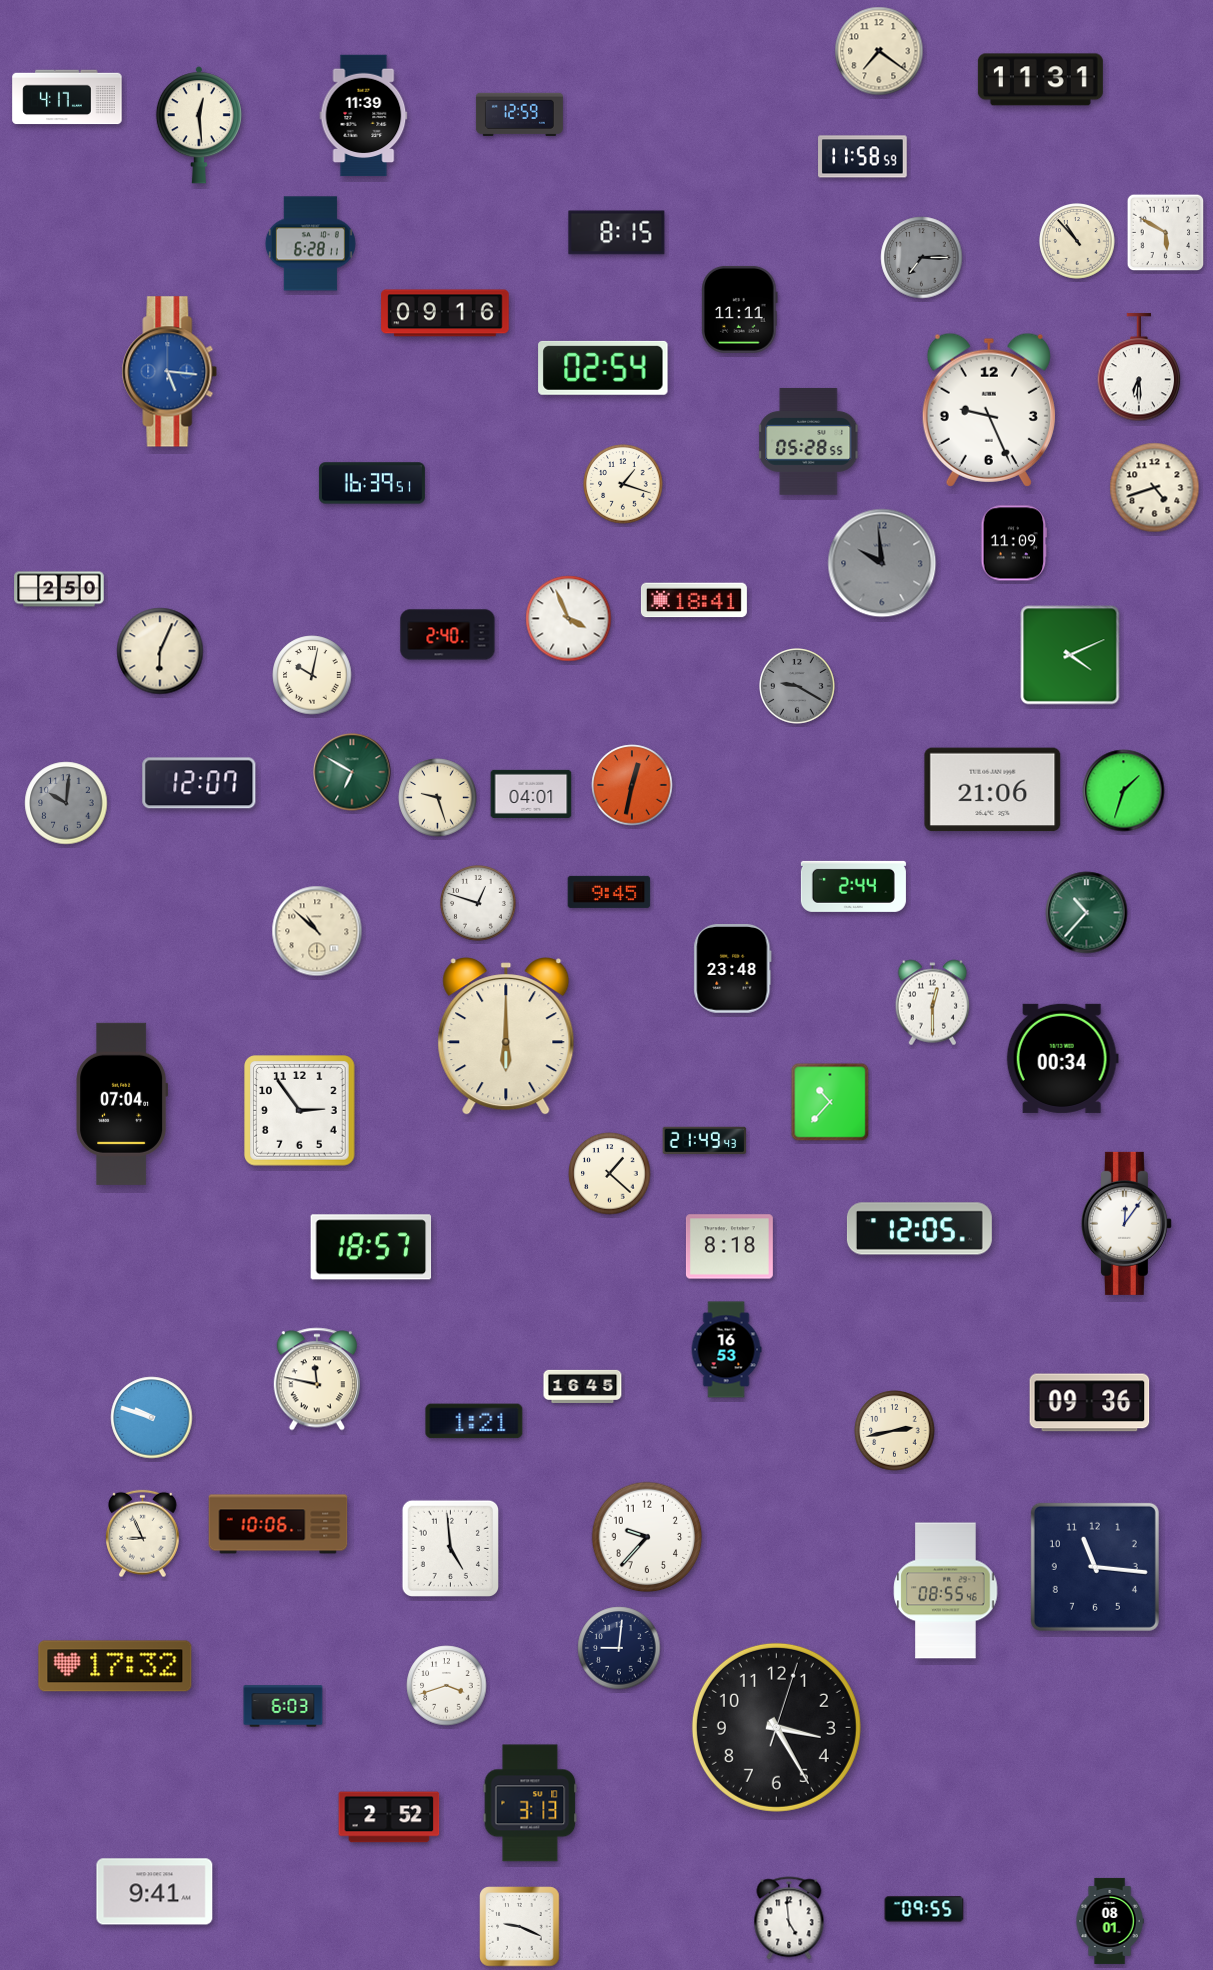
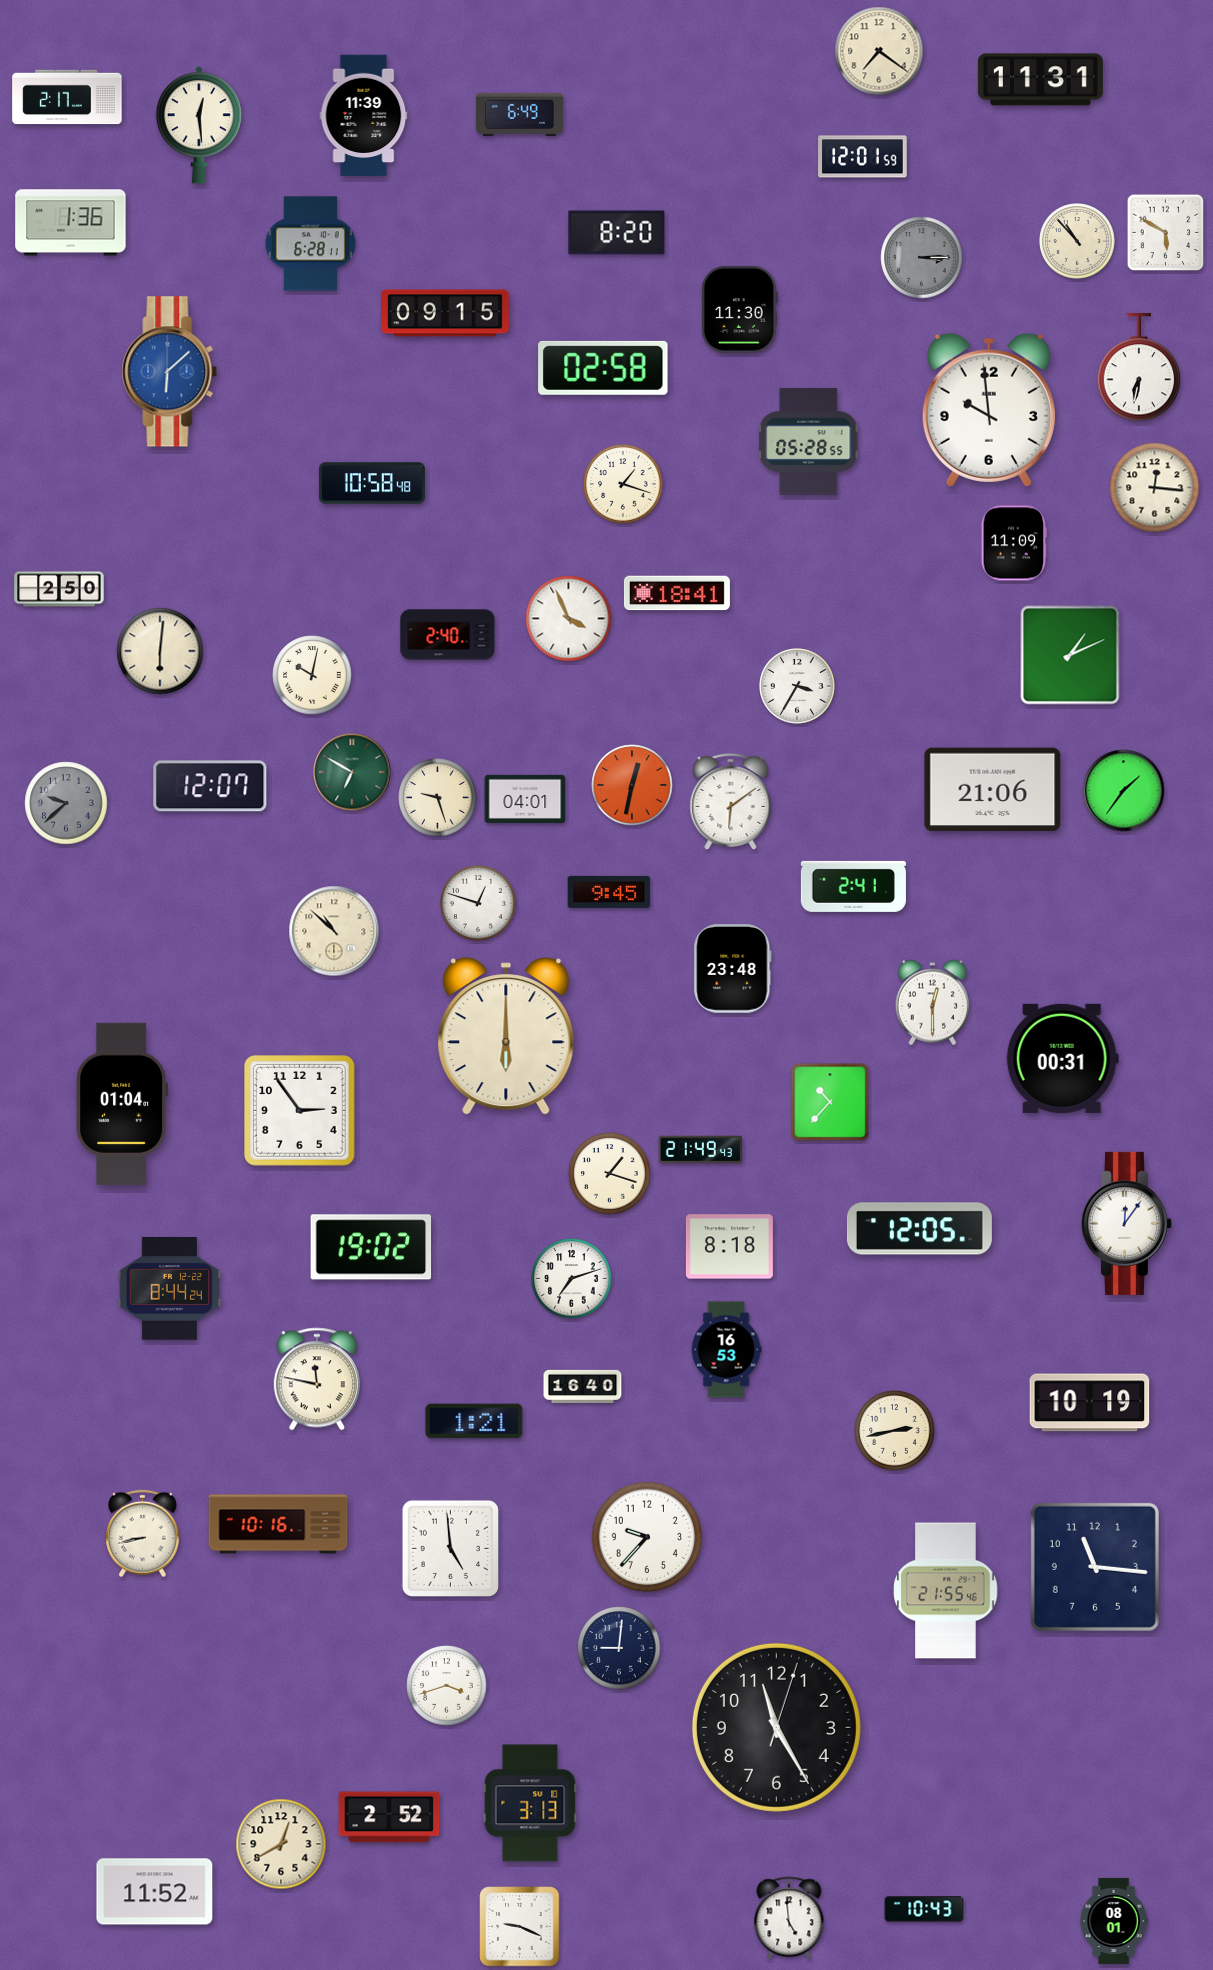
clock at (67, 97): 4:17 -> 2:17
clock at (519, 114): 12:59 -> 6:49
clock at (863, 157): 11:58 -> 12:01
clock at (71, 223): none -> 1:36
clock at (617, 233): 8:15 -> 8:20
clock at (922, 258): 7:15 -> 3:15
clock at (740, 309): 11:11 -> 11:30
clock at (445, 313): 09:16 -> 09:15
clock at (603, 368): 02:54 -> 02:58
clock at (1139, 368): 6:30 -> 6:32
clock at (170, 372): 5:16 -> 6:08
clock at (989, 410): 9:26 -> 9:59
clock at (372, 483): 16:39 -> 10:58
clock at (1155, 488): 4:42 -> 12:16
clock at (882, 563): 9:59 -> none
clock at (694, 600) position: (694, 600) -> (677, 593)
clock at (160, 651): 6:04 -> 6:01
clock at (1070, 655): 4:11 -> 1:11
clock at (798, 687): 9:20 -> 3:35
clock at (798, 687) dial: grey -> white
clock at (199, 783) position: (199, 783) -> (210, 786)
clock at (1124, 791): 1:33 -> 1:36
clock at (531, 794) position: (531, 794) -> (525, 799)
clock at (731, 802): none -> 6:09
clock at (66, 803): 10:01 -> 9:38
clock at (853, 886): 2:44 -> 2:41
clock at (1087, 913): 10:37 -> none
clock at (317, 931) position: (317, 931) -> (334, 931)
clock at (1062, 1058): 00:34 -> 00:31
clock at (122, 1104): 07:04 -> 01:04
clock at (705, 1140) position: (705, 1140) -> (701, 1149)
clock at (610, 1174): 1:22 -> 1:18
clock at (371, 1247): 18:57 -> 19:02
clock at (572, 1279): none -> 7:12
clock at (169, 1289): none -> 8:44
clock at (583, 1386): 16:45 -> 16:40
clock at (1090, 1403): 09:36 -> 10:19
clock at (152, 1418): 9:48 -> none
clock at (278, 1524): 10:06 -> 10:16
clock at (143, 1534): 8:56 -> 8:43
clock at (946, 1591): 08:55 -> 21:55
clock at (115, 1666): 17:32 -> none
clock at (283, 1706): 6:03 -> none
clock at (776, 1727): 3:25 -> 11:25
clock at (281, 1844): none -> 12:40
clock at (155, 1892): 9:41 -> 11:52
clock at (924, 1909): 09:55 -> 10:43
clock at (1110, 1921) position: (1110, 1921) -> (1114, 1921)
